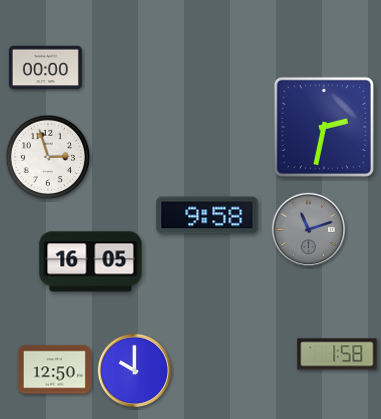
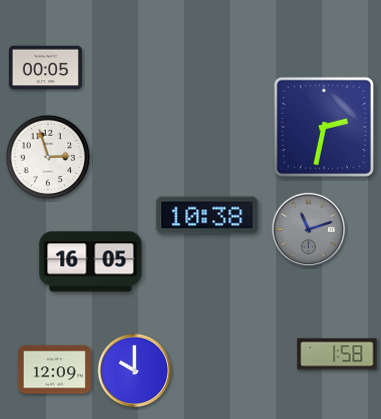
clock at (45, 68): 00:00 -> 00:05
clock at (207, 215): 9:58 -> 10:38
clock at (54, 370): 12:50 -> 12:09
